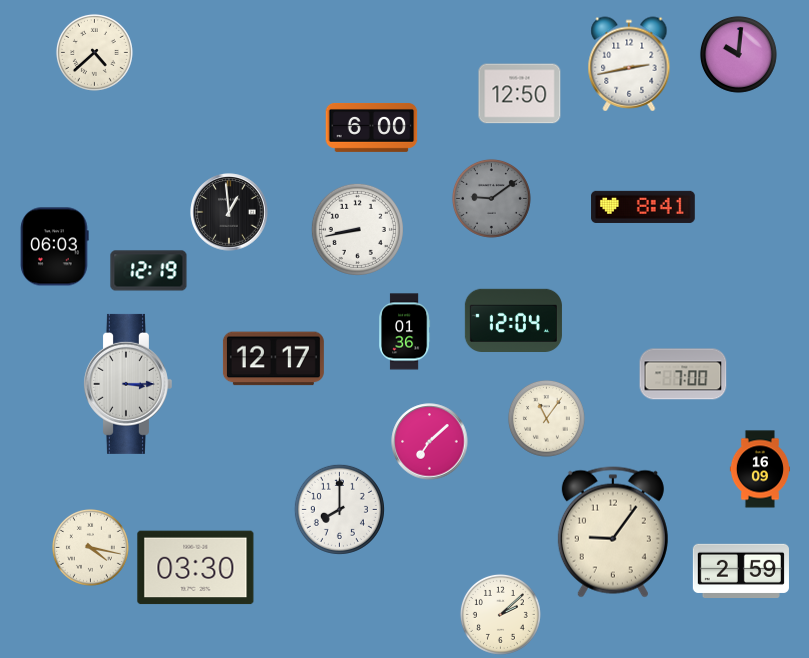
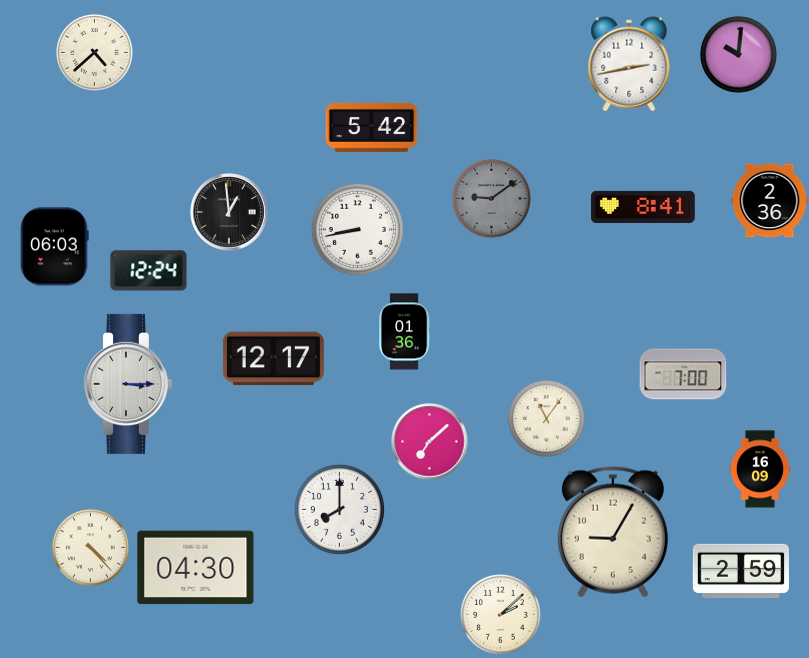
clock at (520, 94): 12:50 -> none
clock at (372, 127): 6:00 -> 5:42
clock at (770, 201): none -> 2:36
clock at (149, 271): 12:19 -> 12:24
clock at (513, 320): 12:04 -> none
clock at (613, 532): 9:06 -> 9:05
clock at (90, 547): 4:17 -> 4:23
clock at (196, 568): 03:30 -> 04:30
